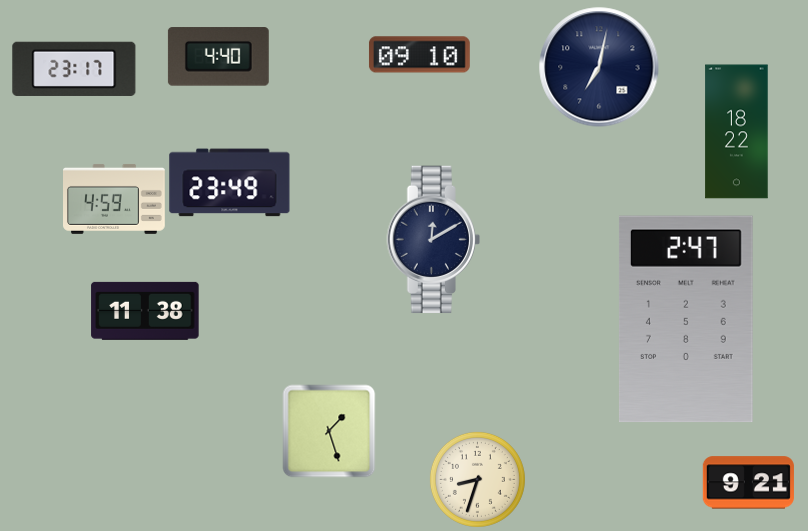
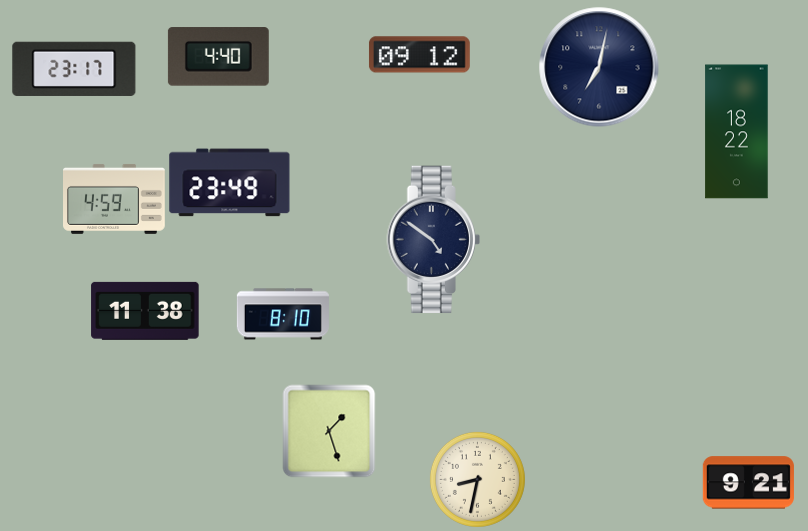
clock at (419, 55): 09:10 -> 09:12
clock at (433, 240): 12:10 -> 4:51
clock at (283, 314): none -> 8:10
clock at (686, 319): 2:47 -> none
clock at (477, 479): 8:33 -> 8:32
